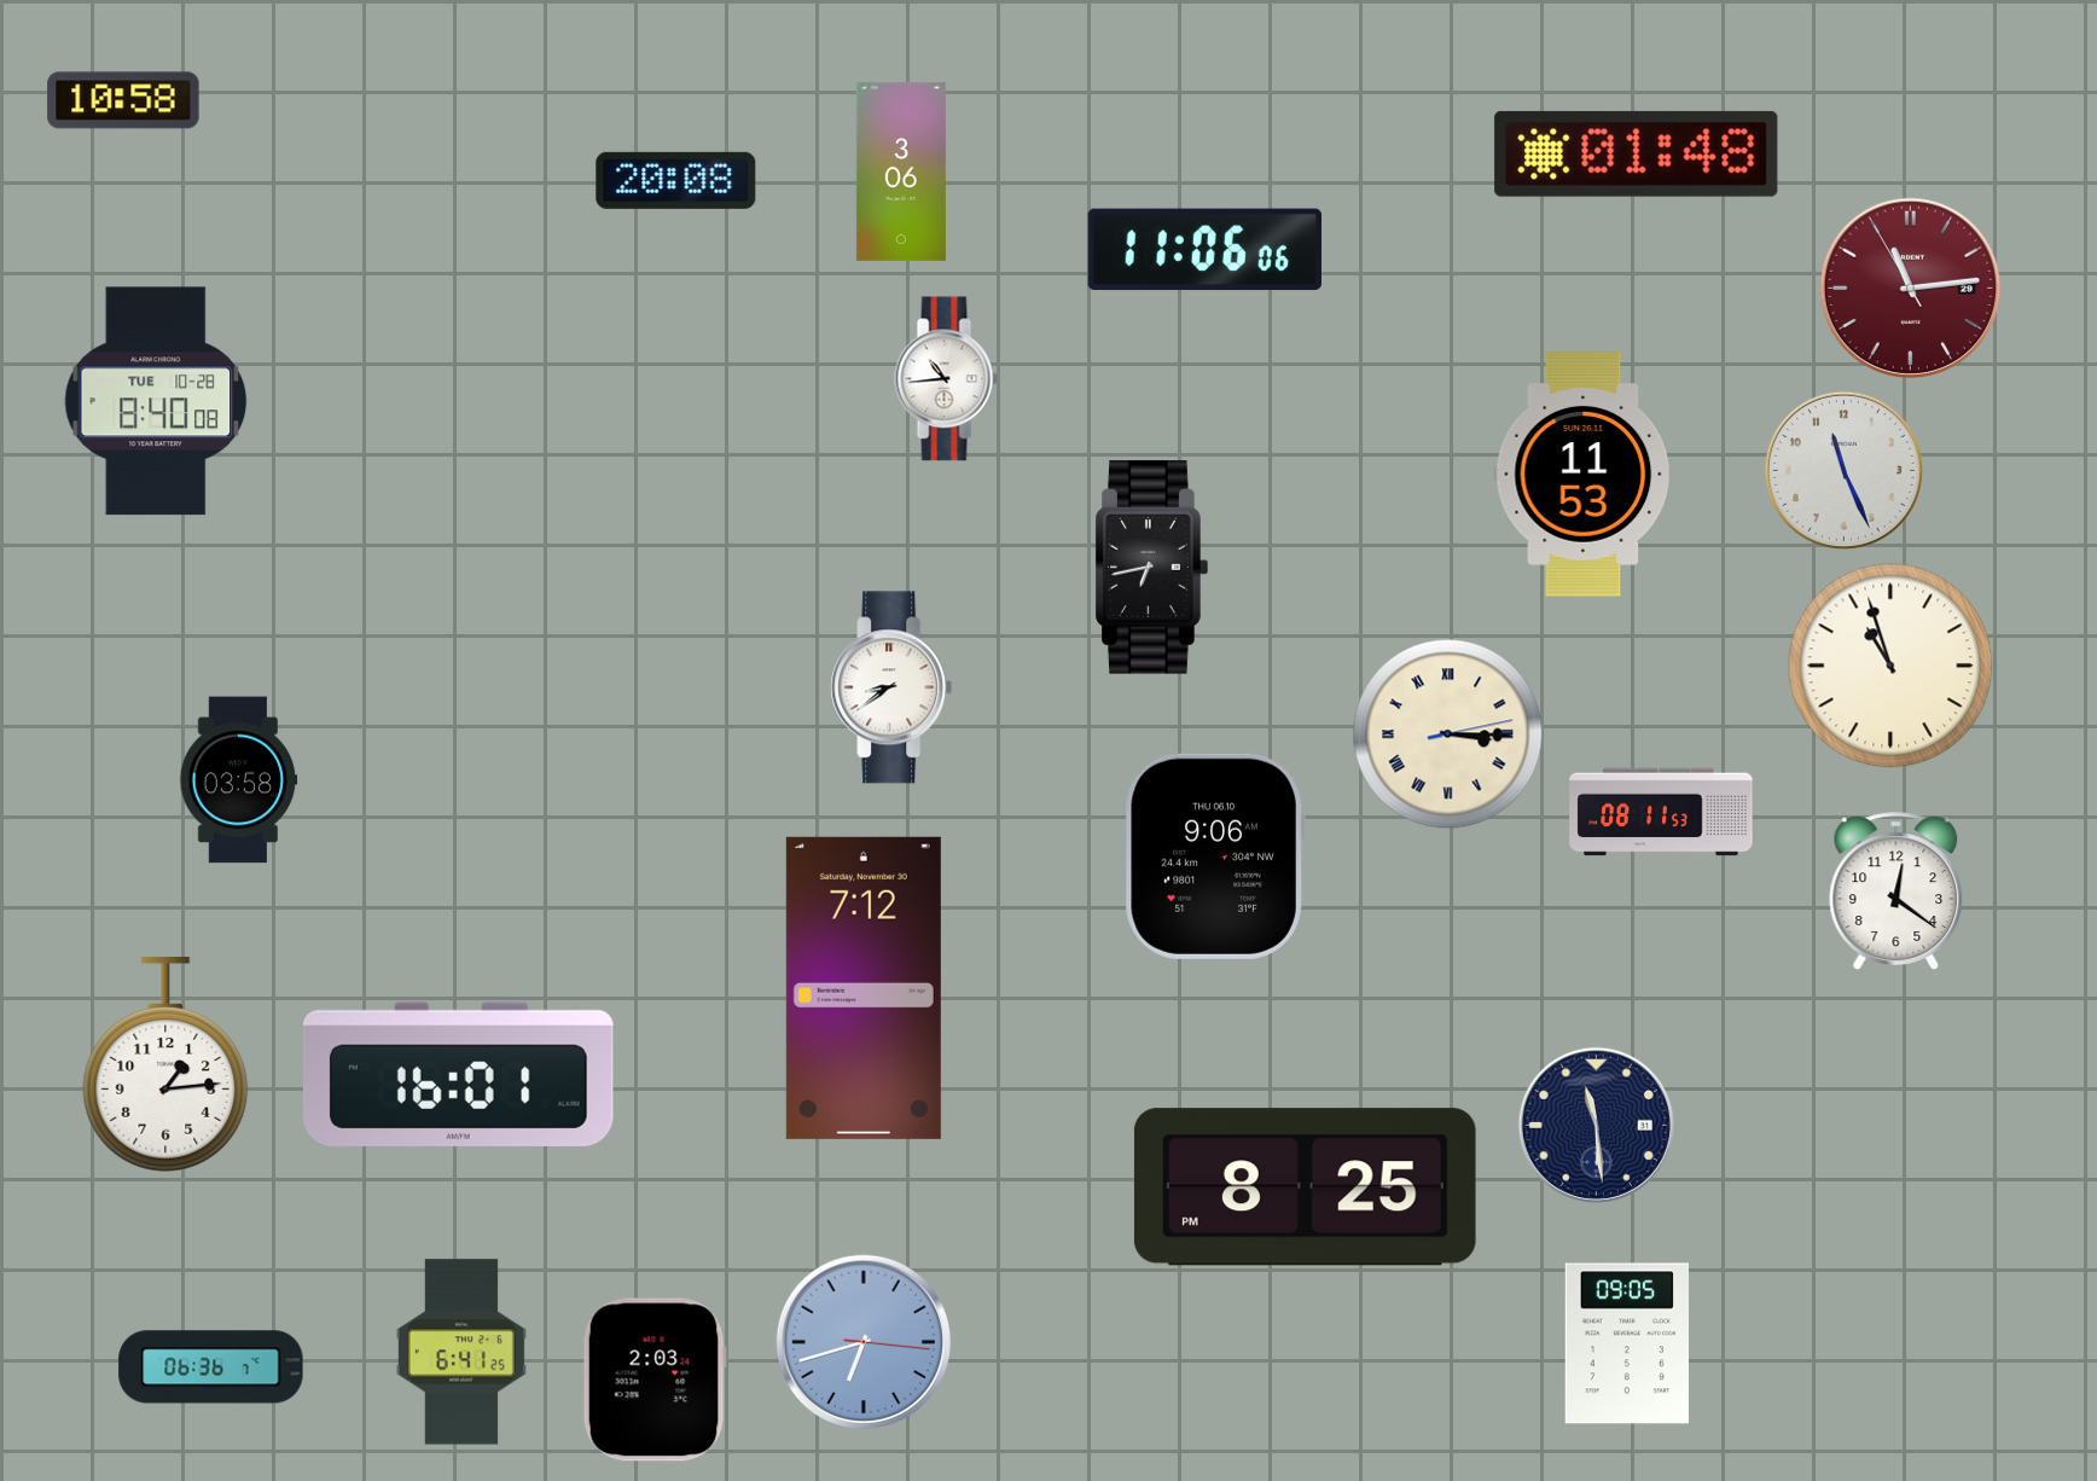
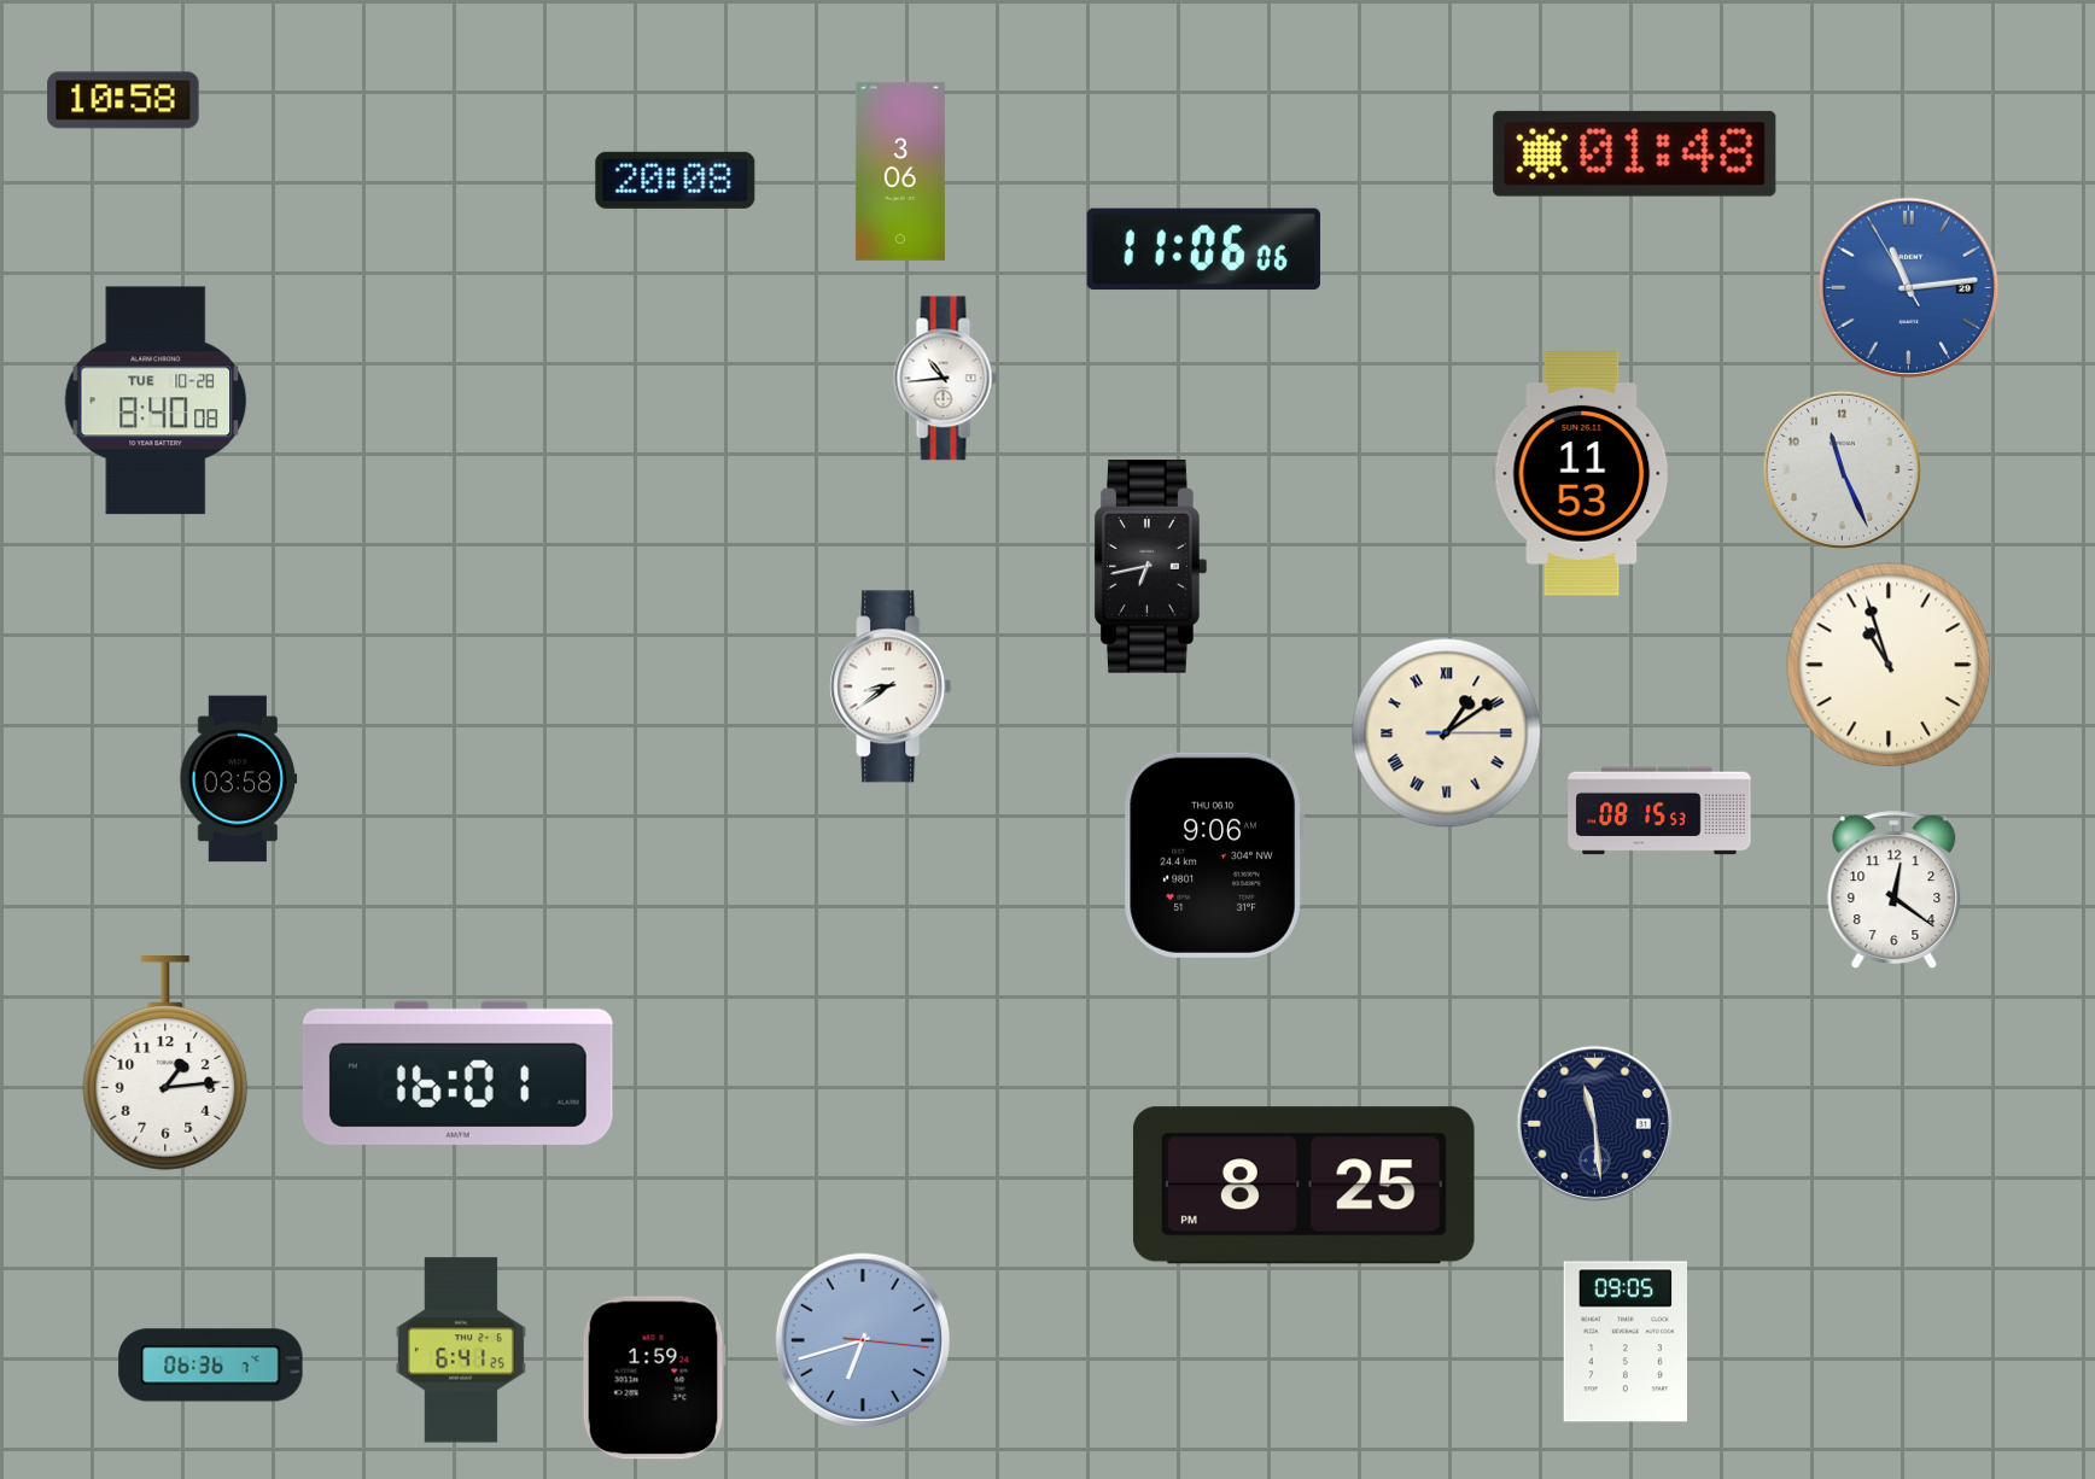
clock at (1910, 288) dial: burgundy -> blue
clock at (1448, 734): 3:15 -> 1:09
clock at (1661, 812): 08:11 -> 08:15
clock at (864, 988): 7:12 -> none
clock at (655, 1380): 2:03 -> 1:59
